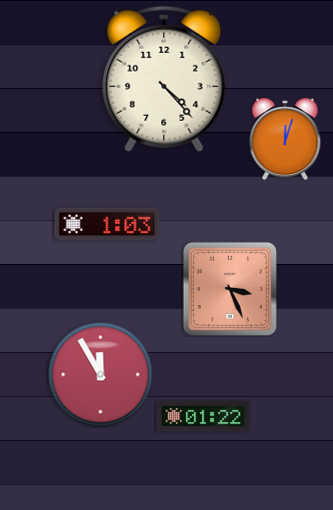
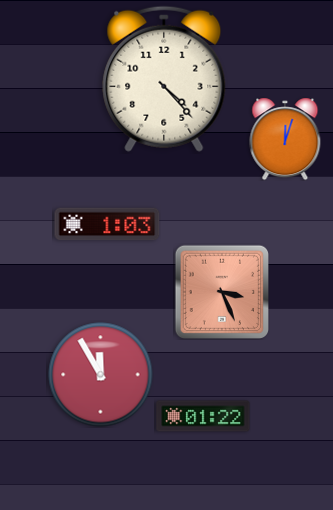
clock at (229, 289) position: (229, 289) -> (221, 292)
